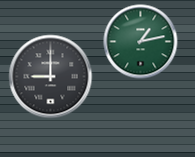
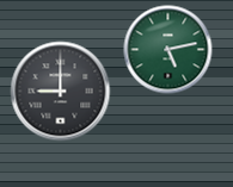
clock at (141, 42): 1:13 -> 5:13
